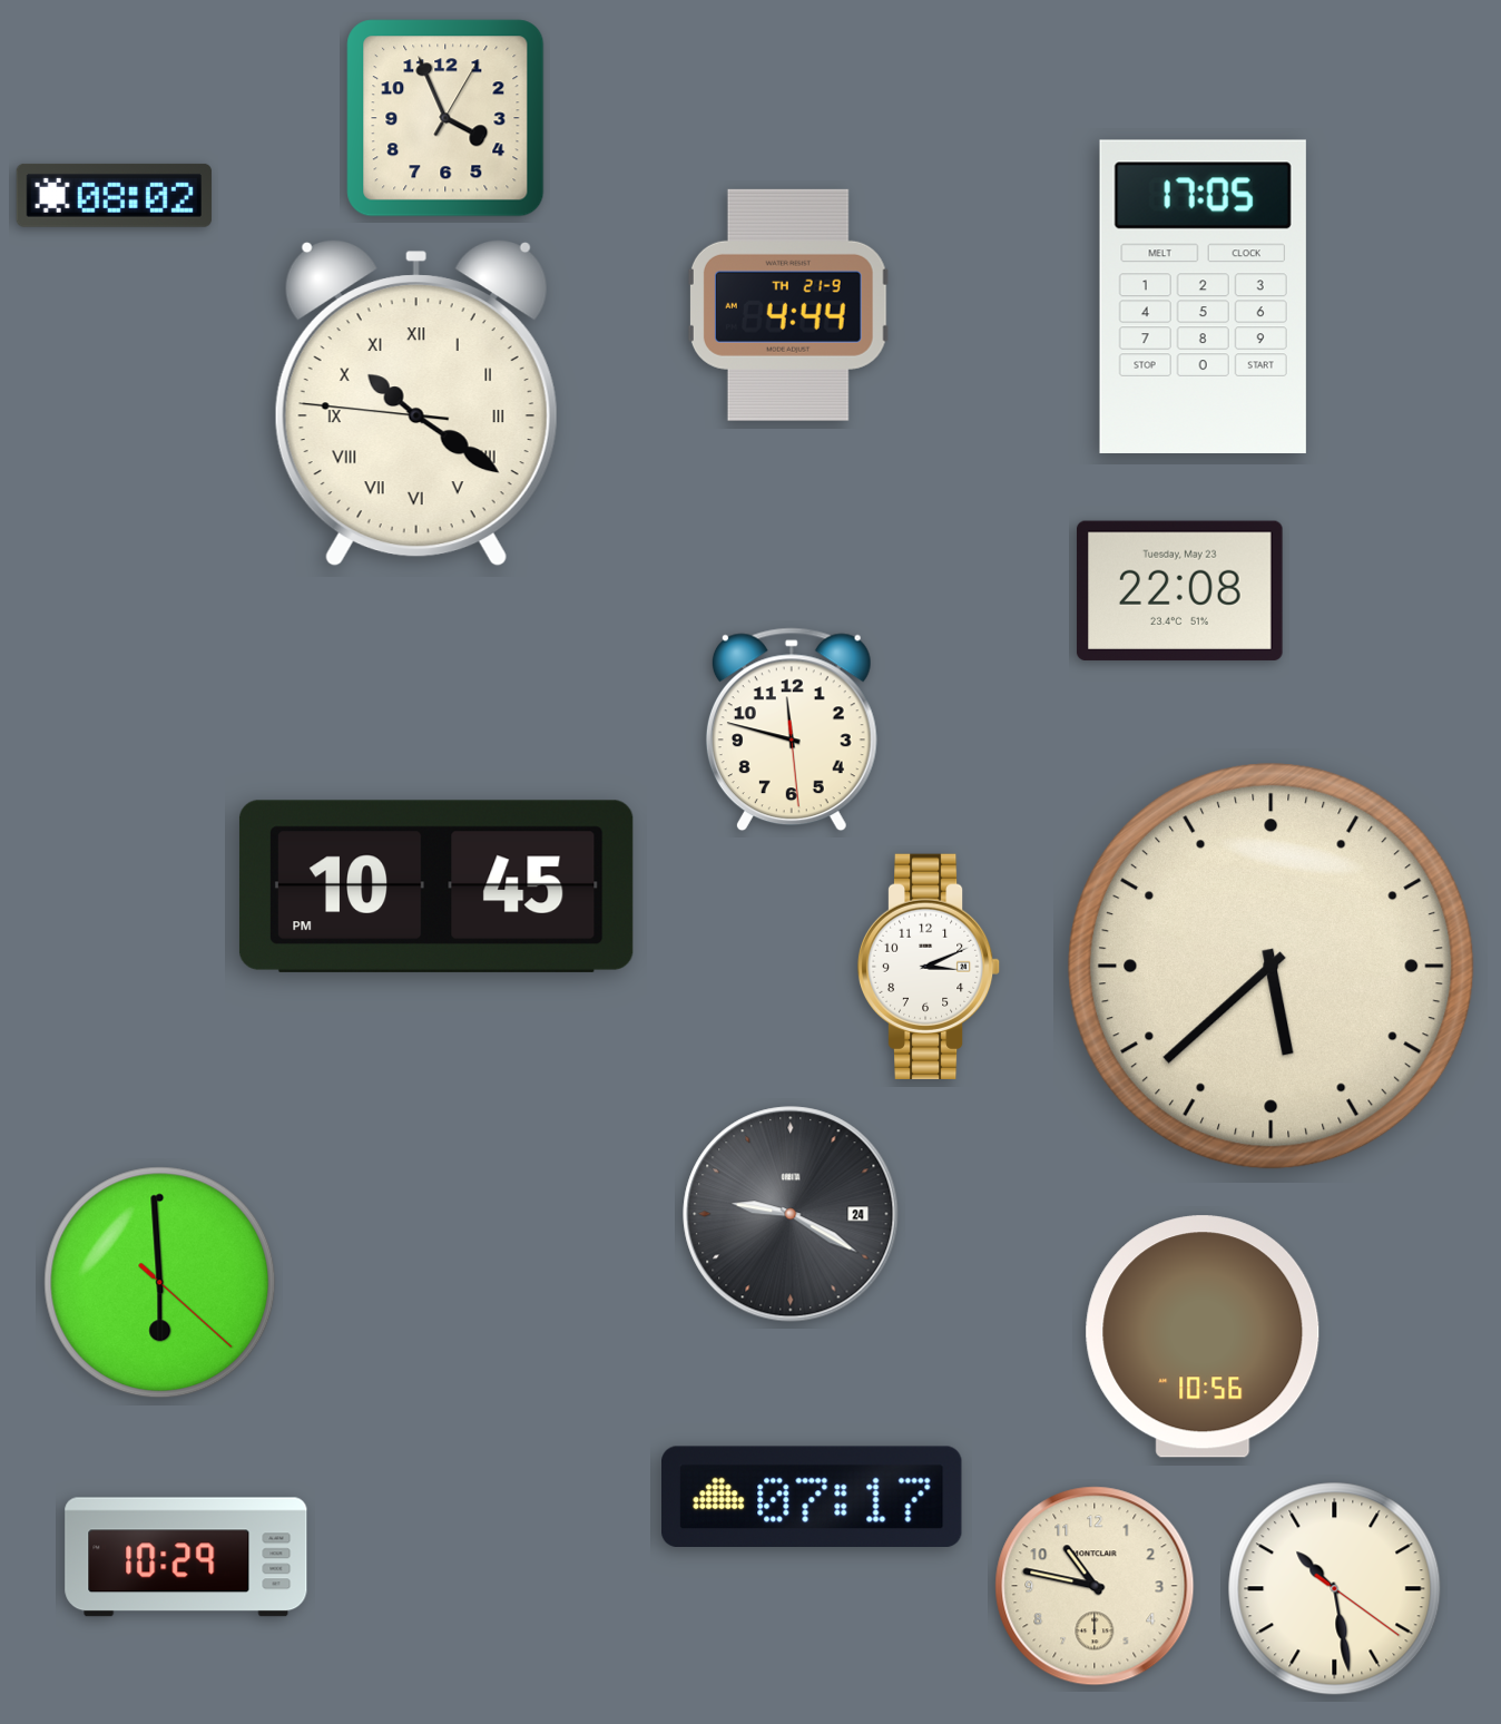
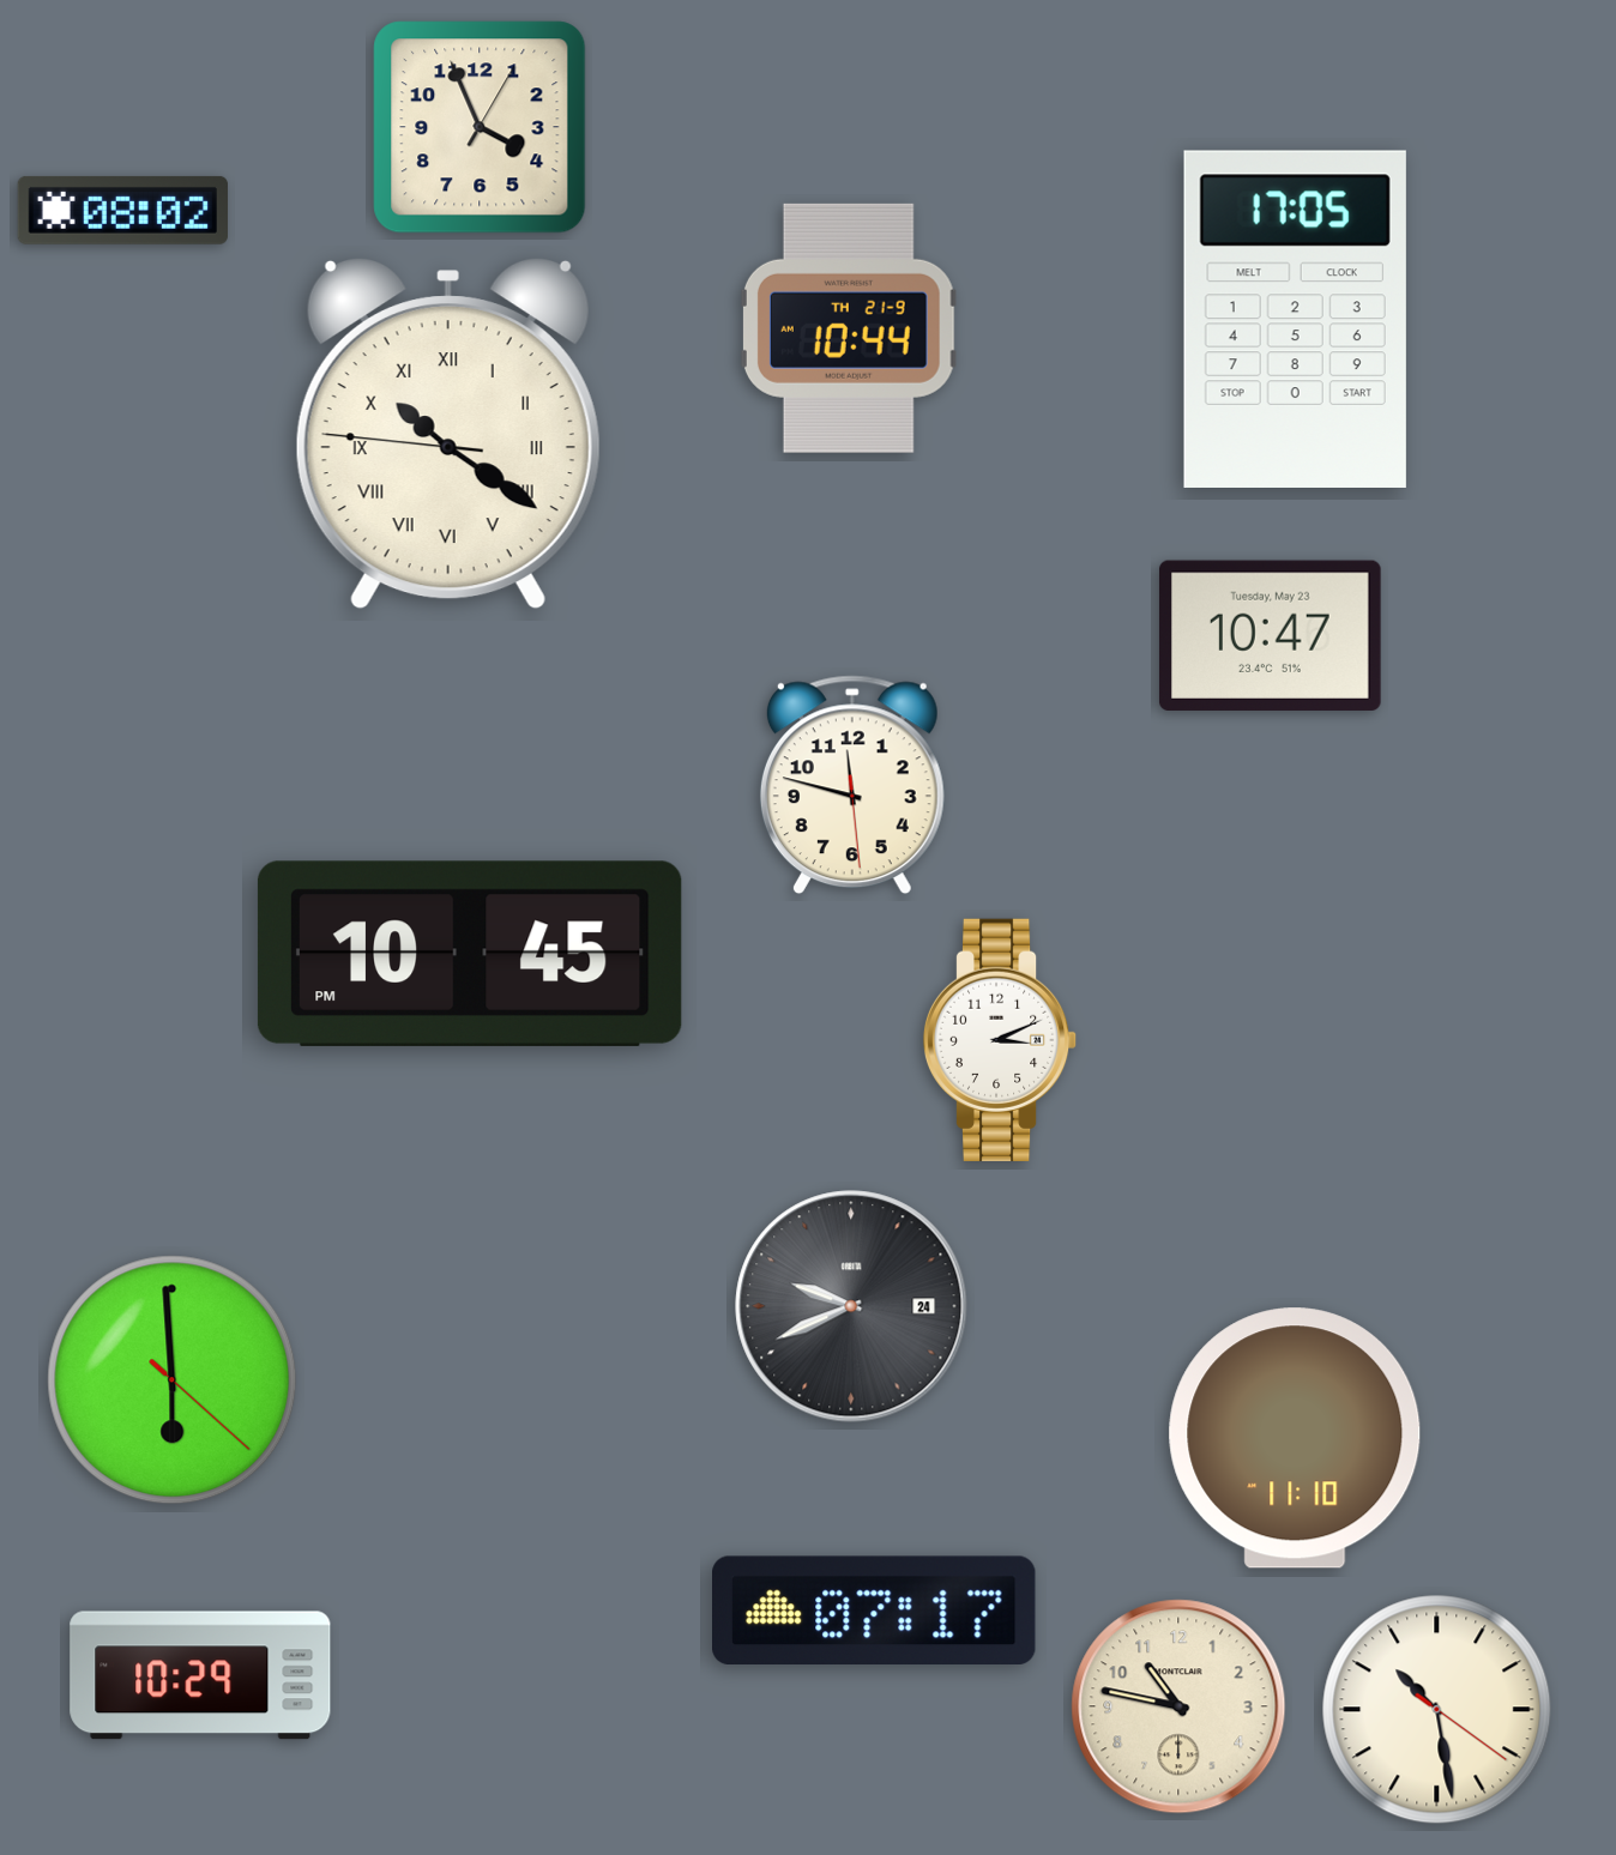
clock at (788, 305): 4:44 -> 10:44
clock at (1179, 590): 22:08 -> 10:47
clock at (1272, 967): 5:38 -> none
clock at (791, 1214): 9:20 -> 9:41
clock at (1203, 1336): 10:56 -> 11:10
